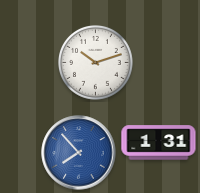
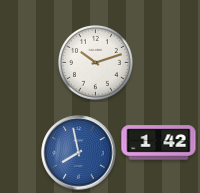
clock at (159, 143): 1:31 -> 1:42
clock at (79, 153): 7:53 -> 7:58
